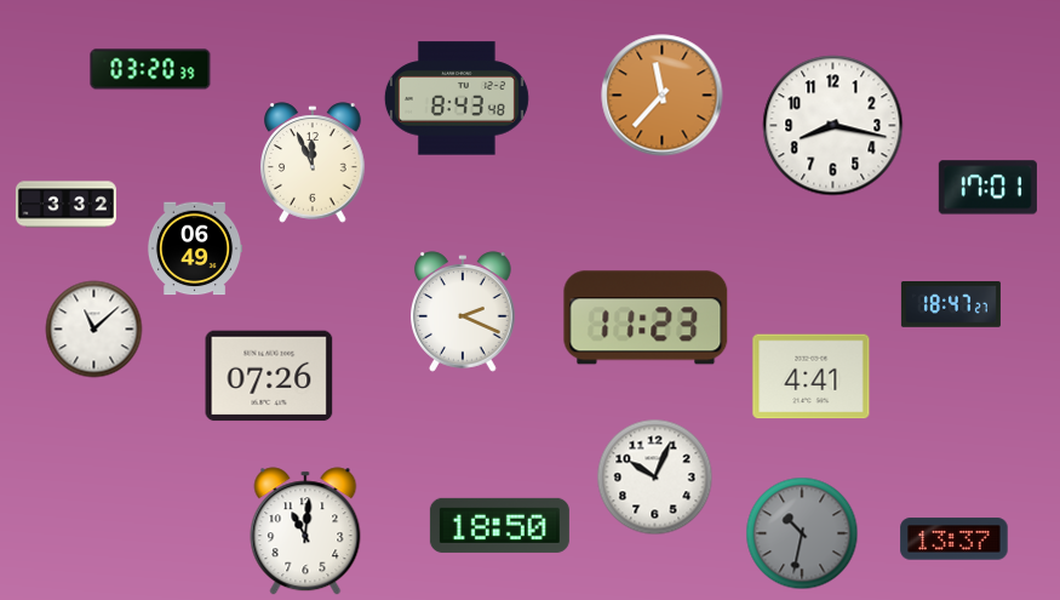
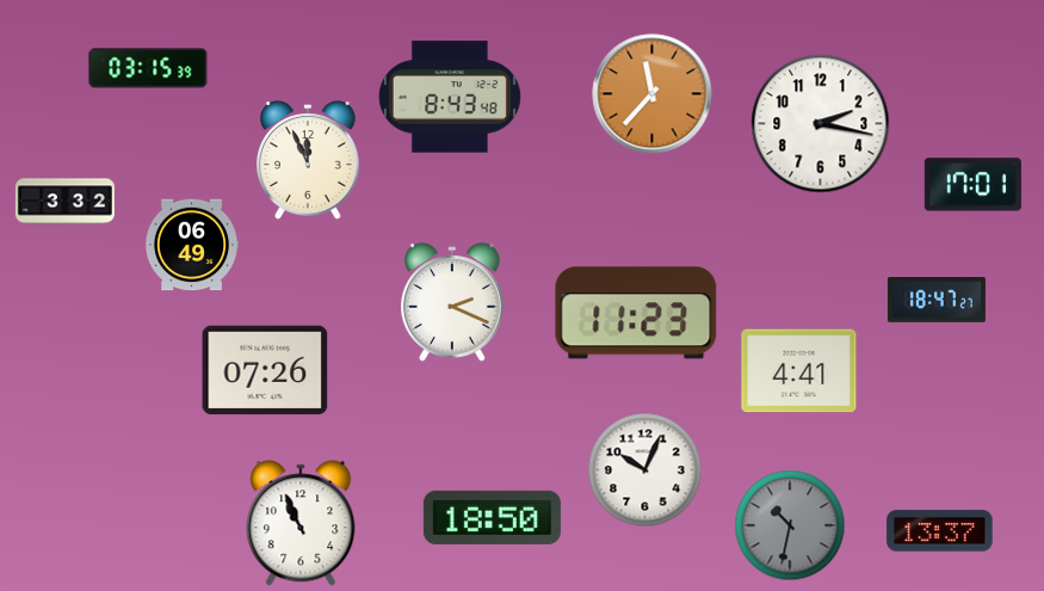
clock at (150, 69): 03:20 -> 03:15
clock at (833, 126): 8:17 -> 2:17
clock at (464, 312) position: (464, 312) -> (453, 302)
clock at (94, 330): 11:08 -> none
clock at (305, 531): 11:01 -> 10:56
